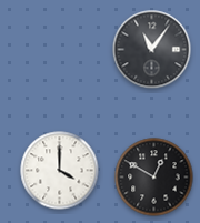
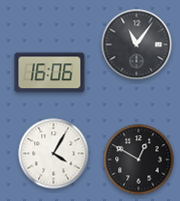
clock at (50, 73): none -> 16:06
clock at (60, 171): 4:00 -> 4:05
